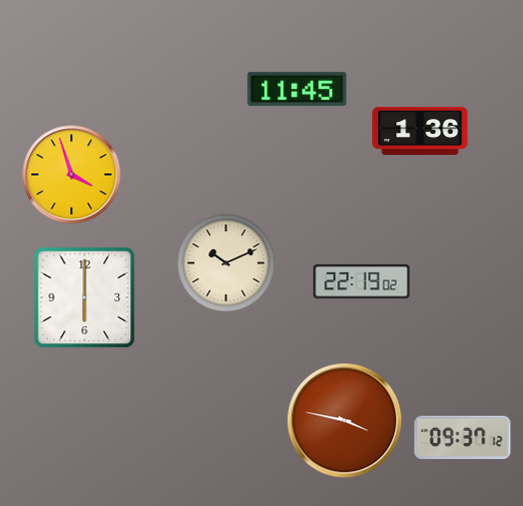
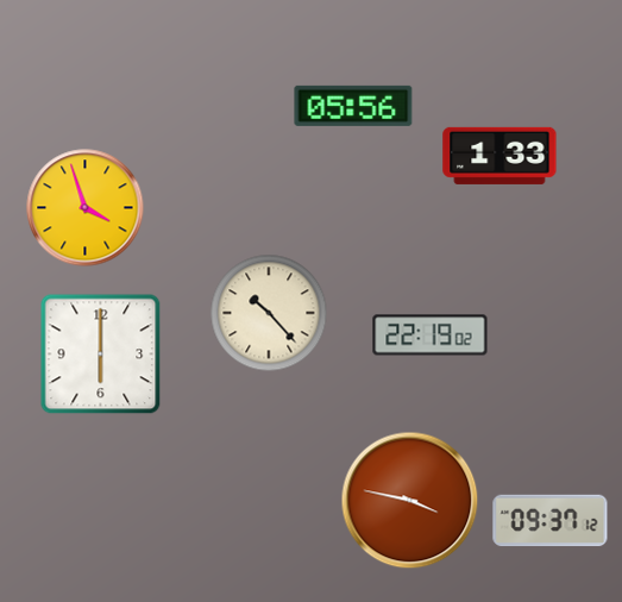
clock at (297, 89): 11:45 -> 05:56
clock at (420, 131): 1:36 -> 1:33
clock at (226, 263): 10:11 -> 10:23
